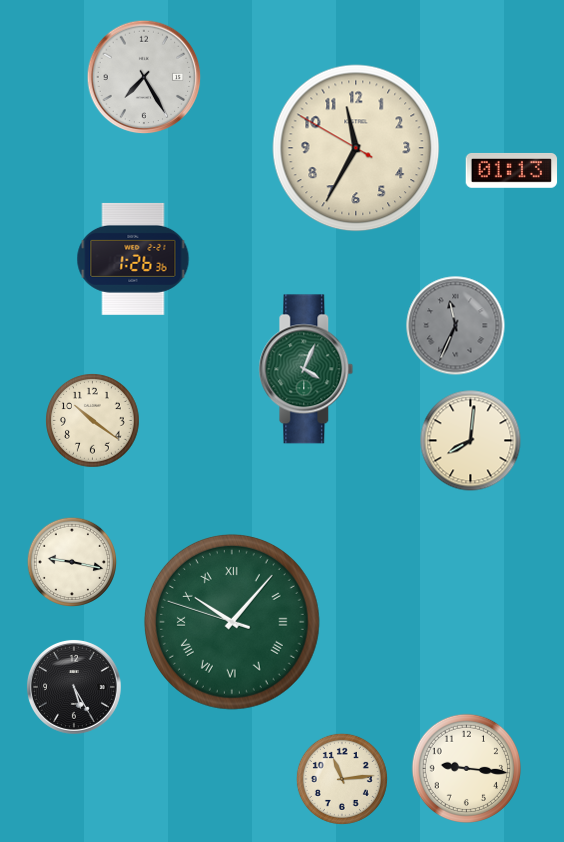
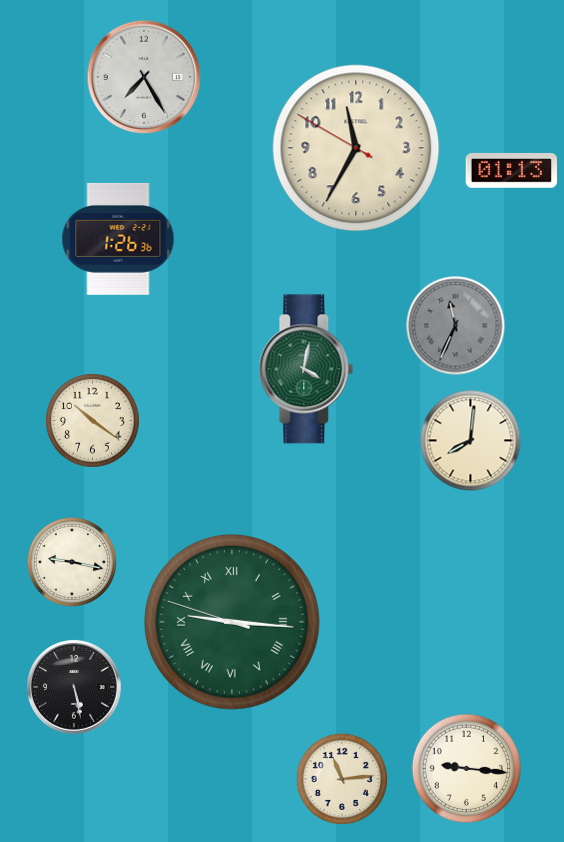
clock at (133, 259) position: (133, 259) -> (118, 239)
clock at (306, 369): 4:04 -> 4:02
clock at (232, 622): 10:06 -> 9:15
clock at (75, 688): 5:25 -> 5:28
